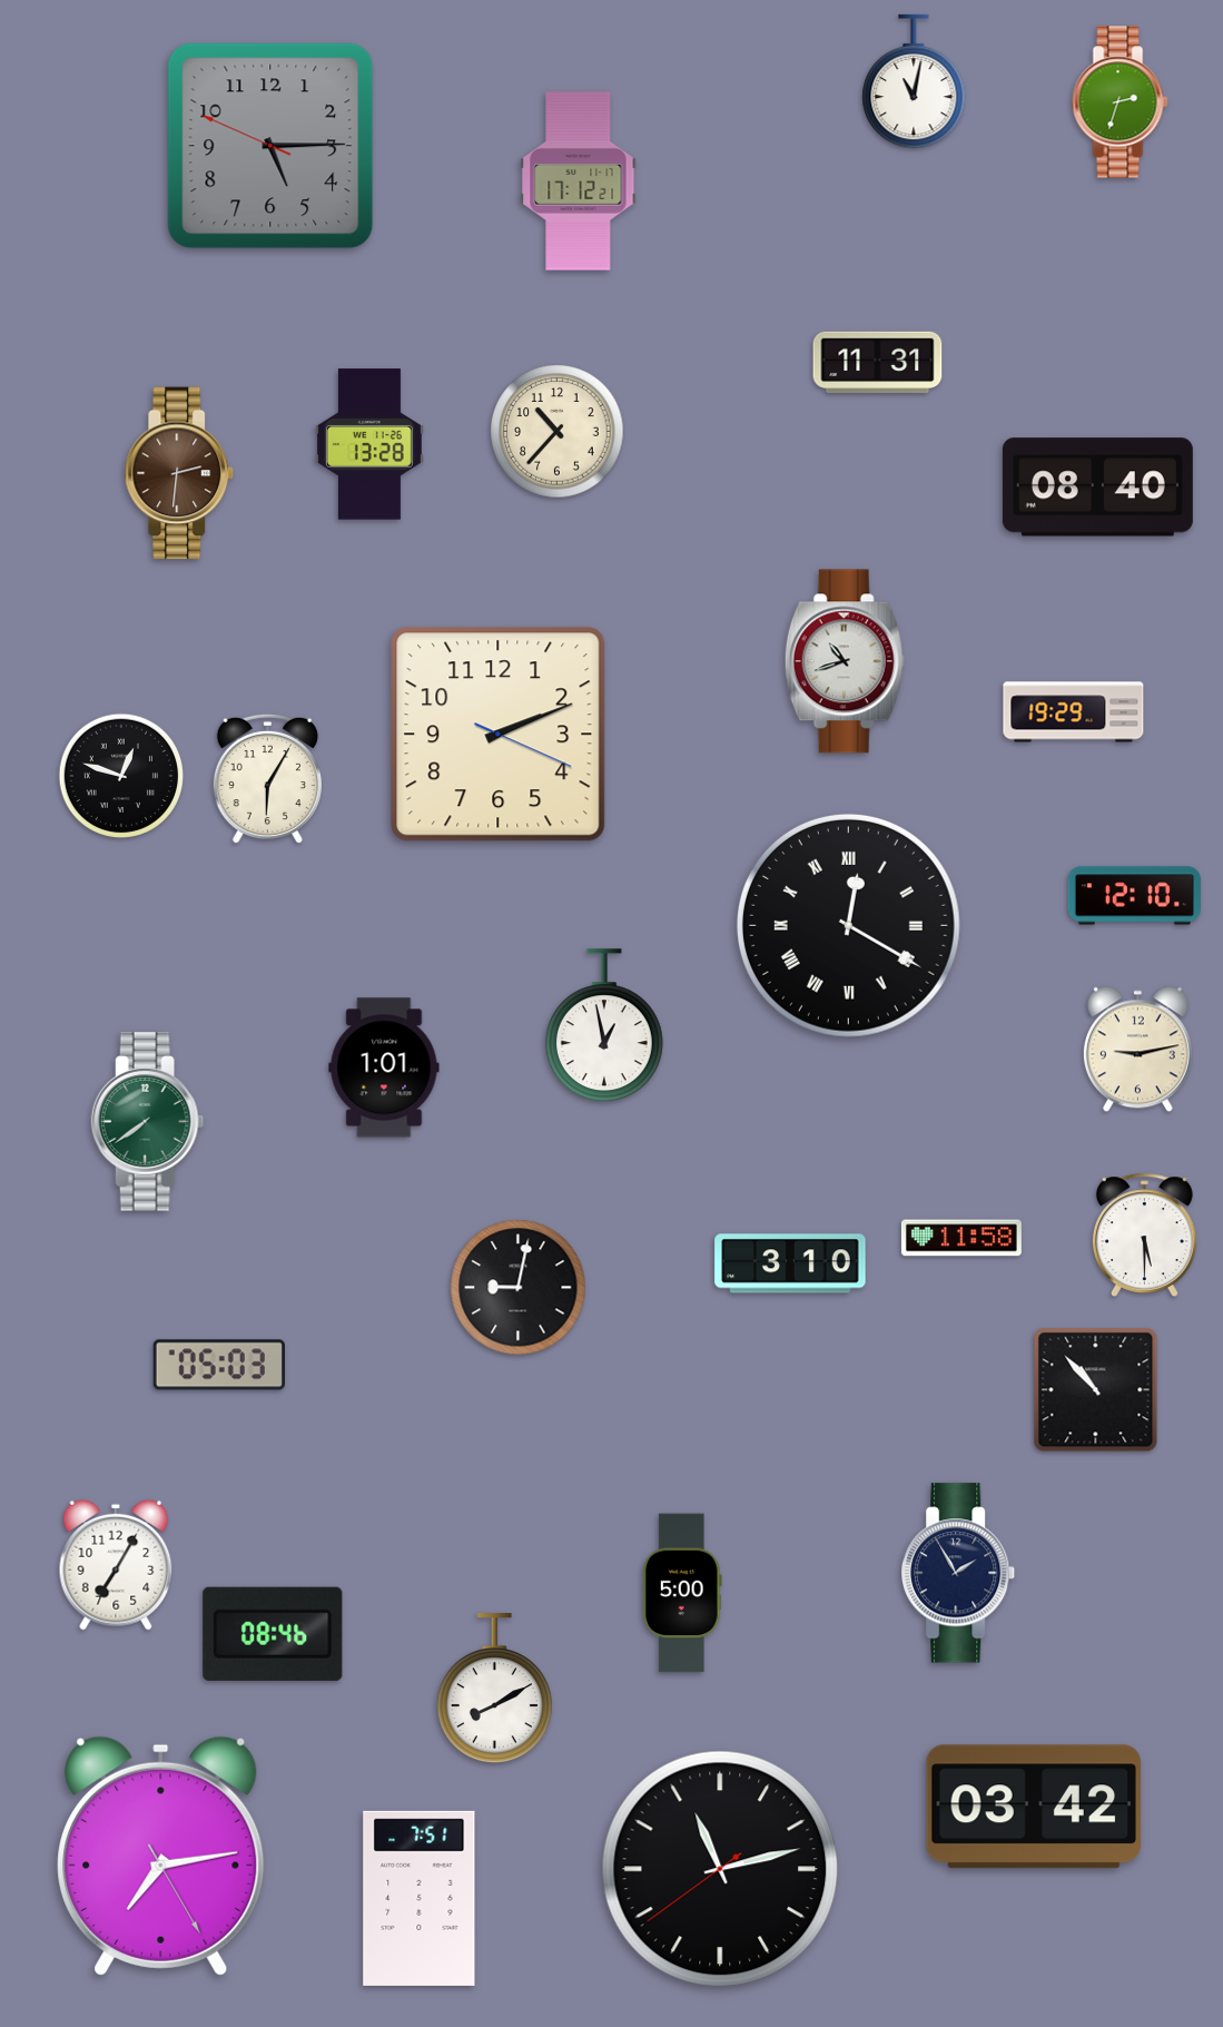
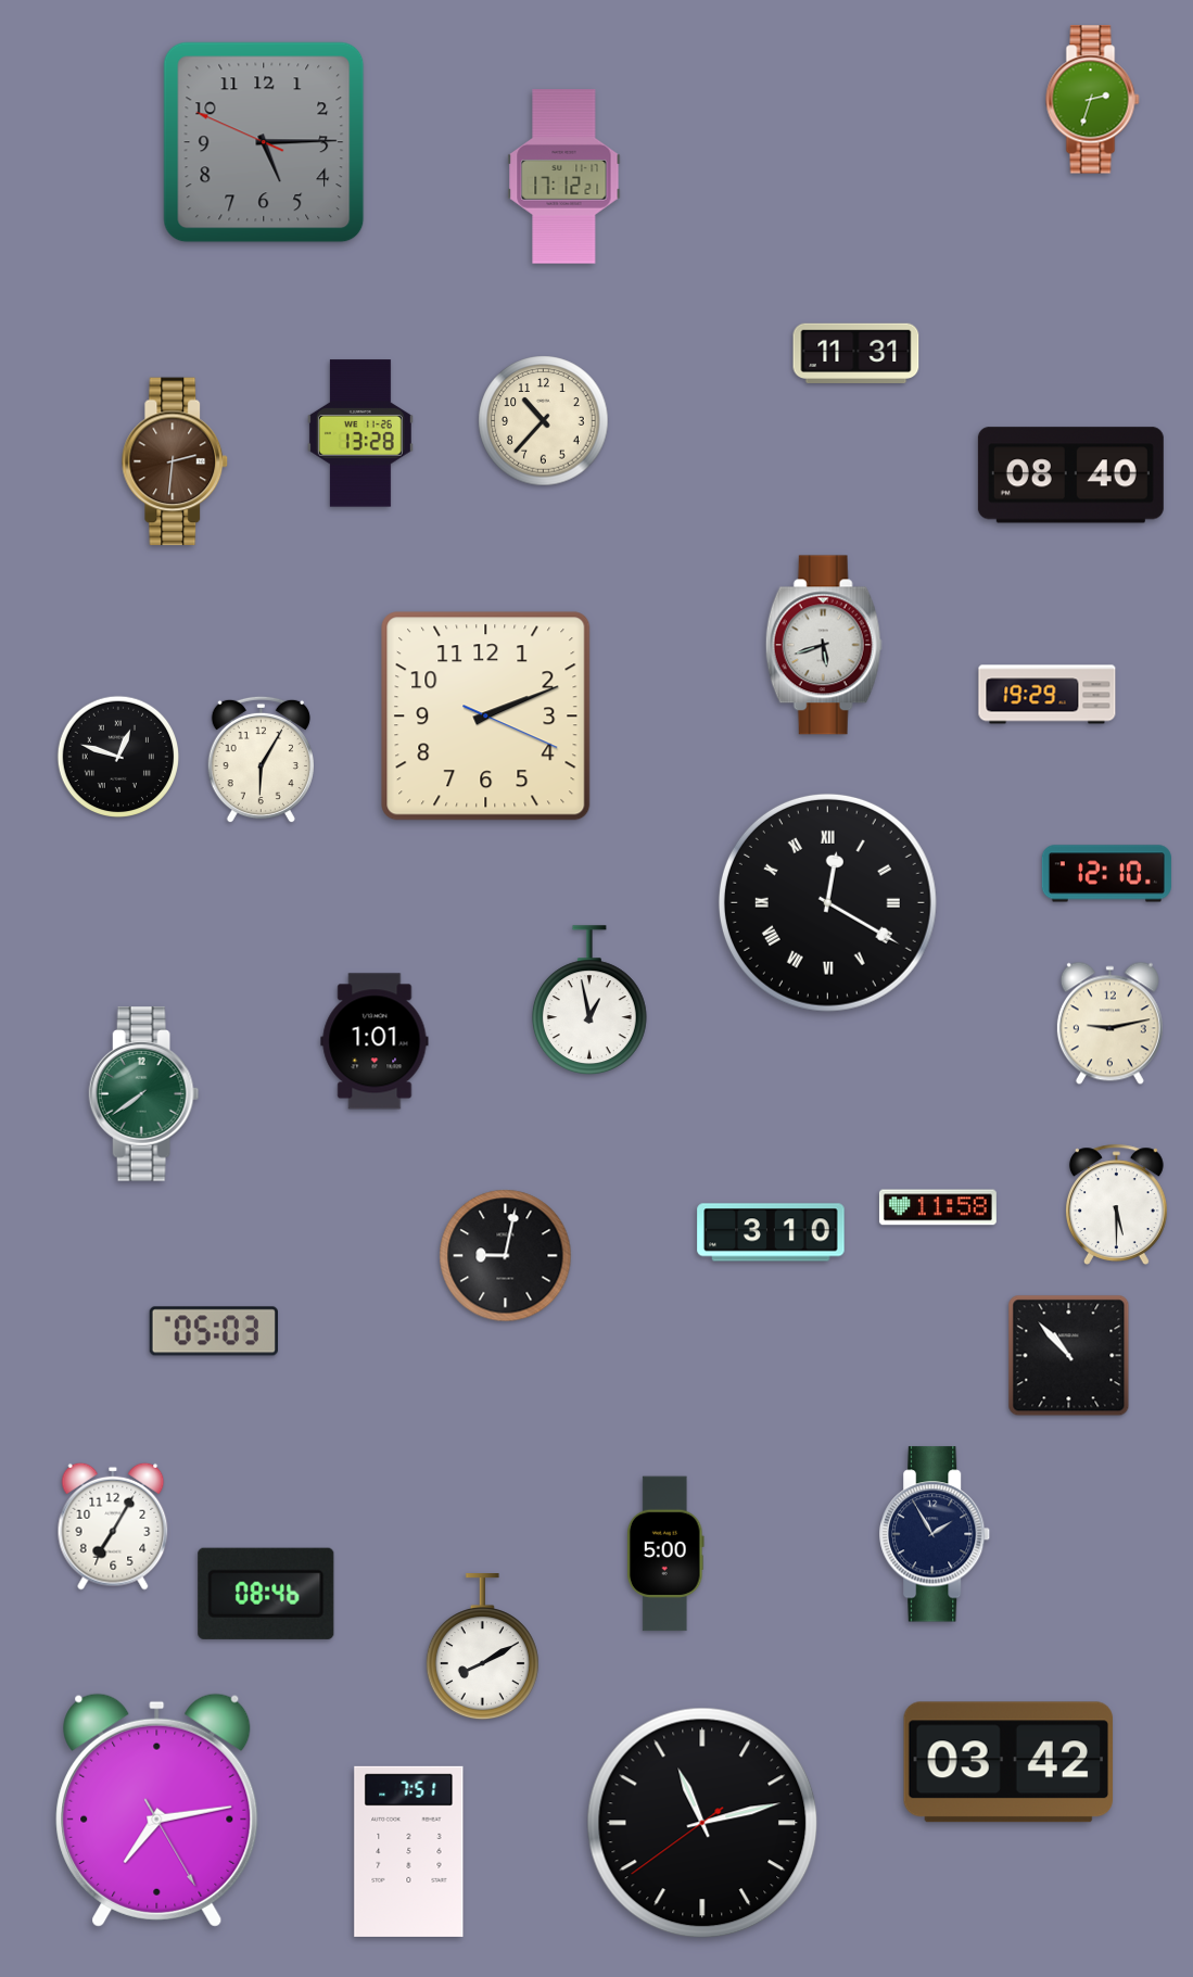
clock at (914, 81): 11:02 -> none
clock at (845, 661): 10:42 -> 5:42
